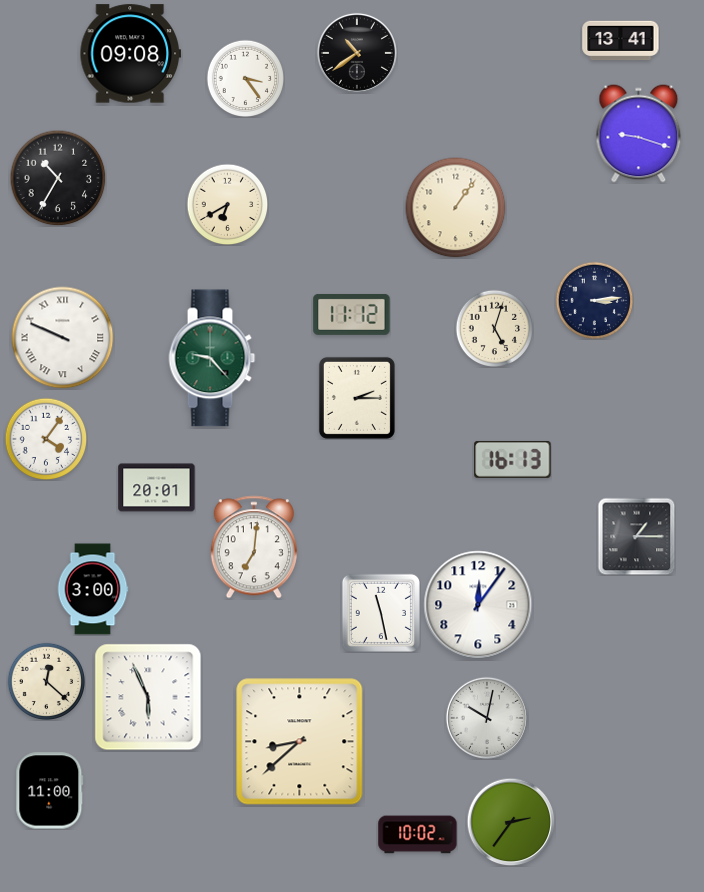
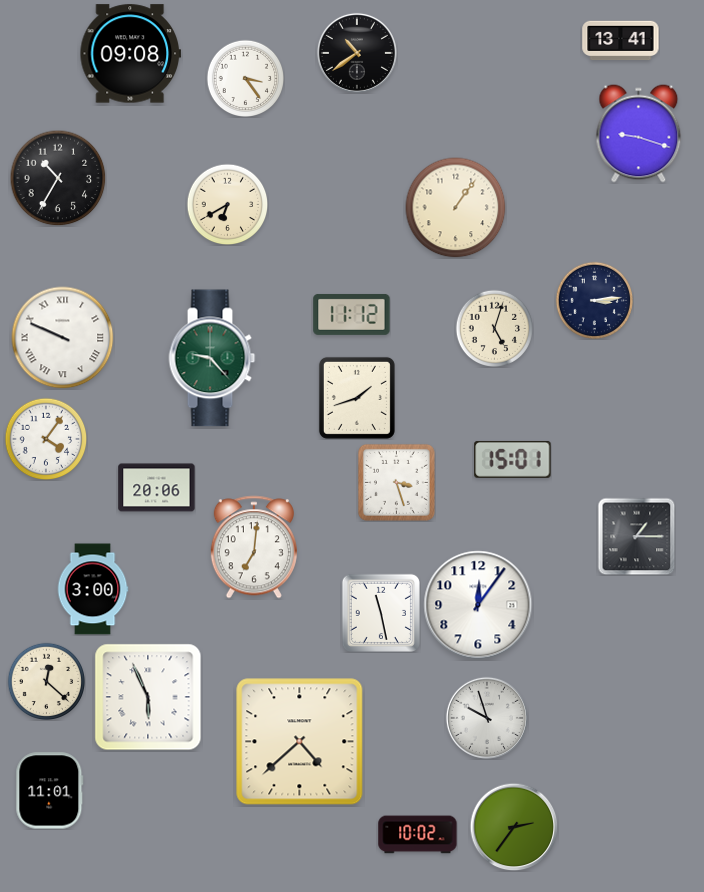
clock at (357, 398): 2:15 -> 1:42
clock at (513, 459): 16:13 -> 15:01
clock at (396, 482): none -> 3:27
clock at (157, 488): 20:01 -> 20:06
clock at (487, 718): 10:02 -> 9:57
clock at (300, 742): 8:38 -> 4:38
clock at (50, 791): 11:00 -> 11:01
clock at (511, 822) position: (511, 822) -> (514, 827)
